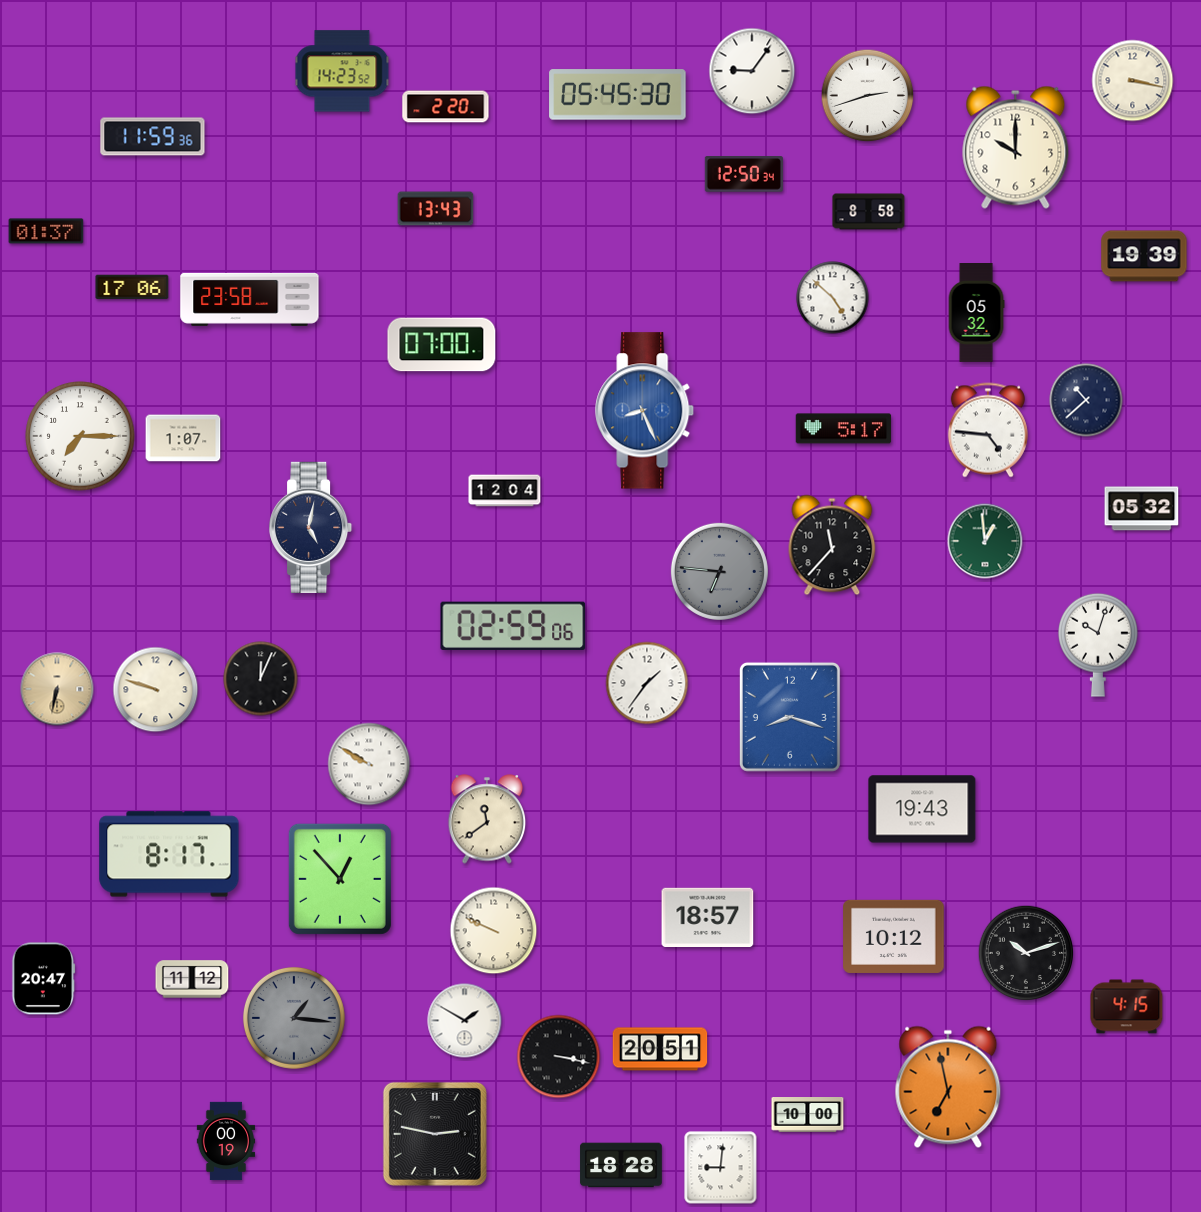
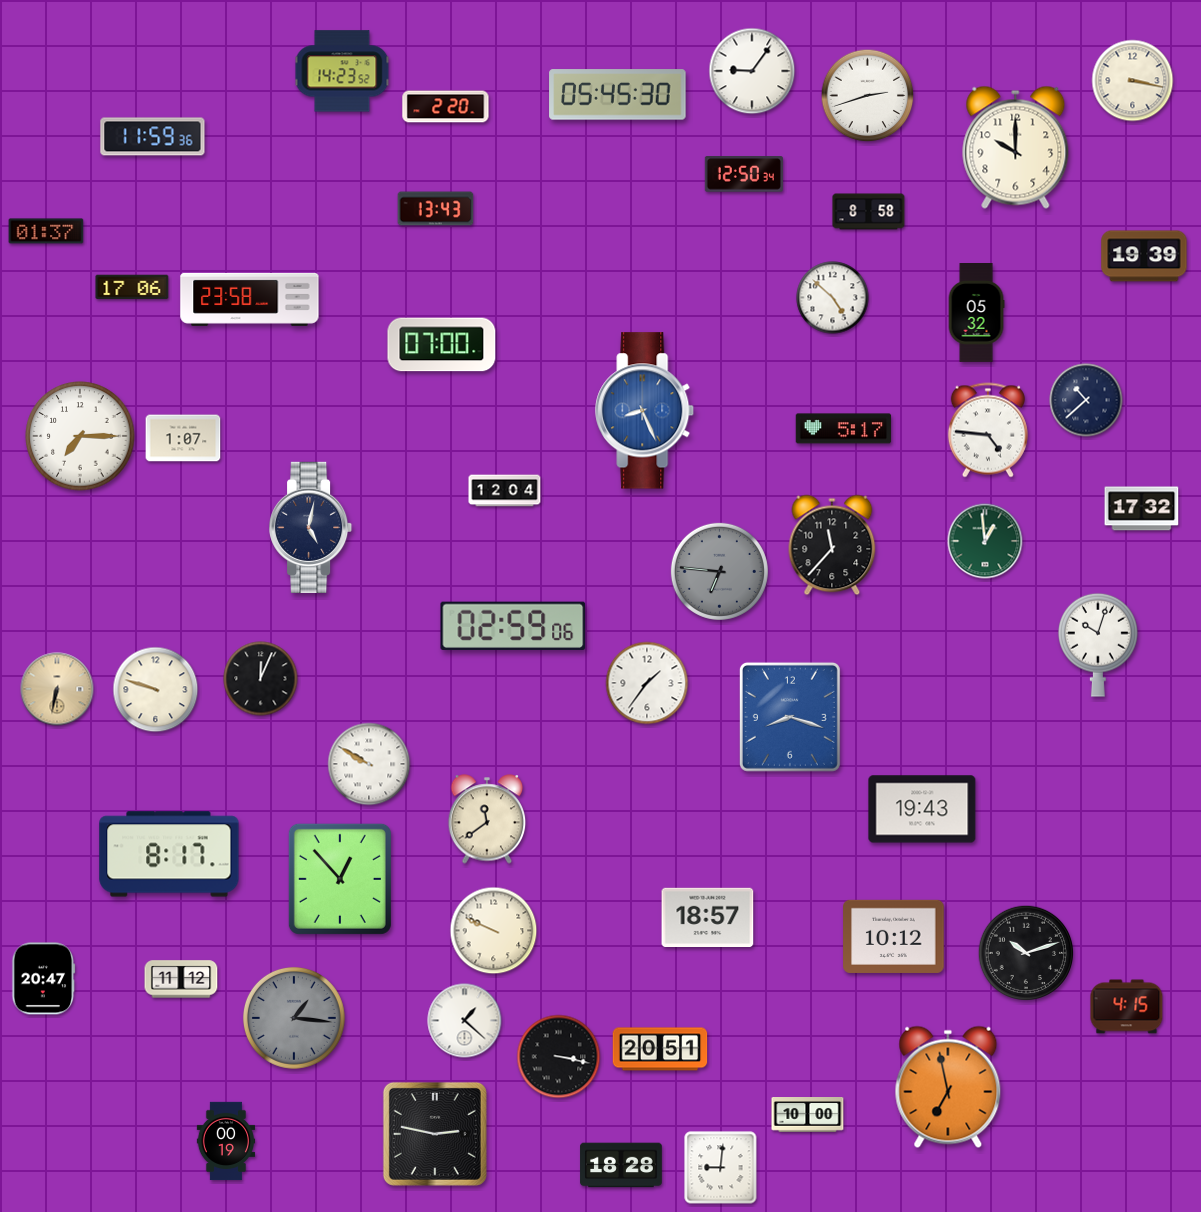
clock at (1142, 509): 05:32 -> 17:32
clock at (192, 979) position: (192, 979) -> (181, 979)
clock at (465, 1021): 1:50 -> 1:22
